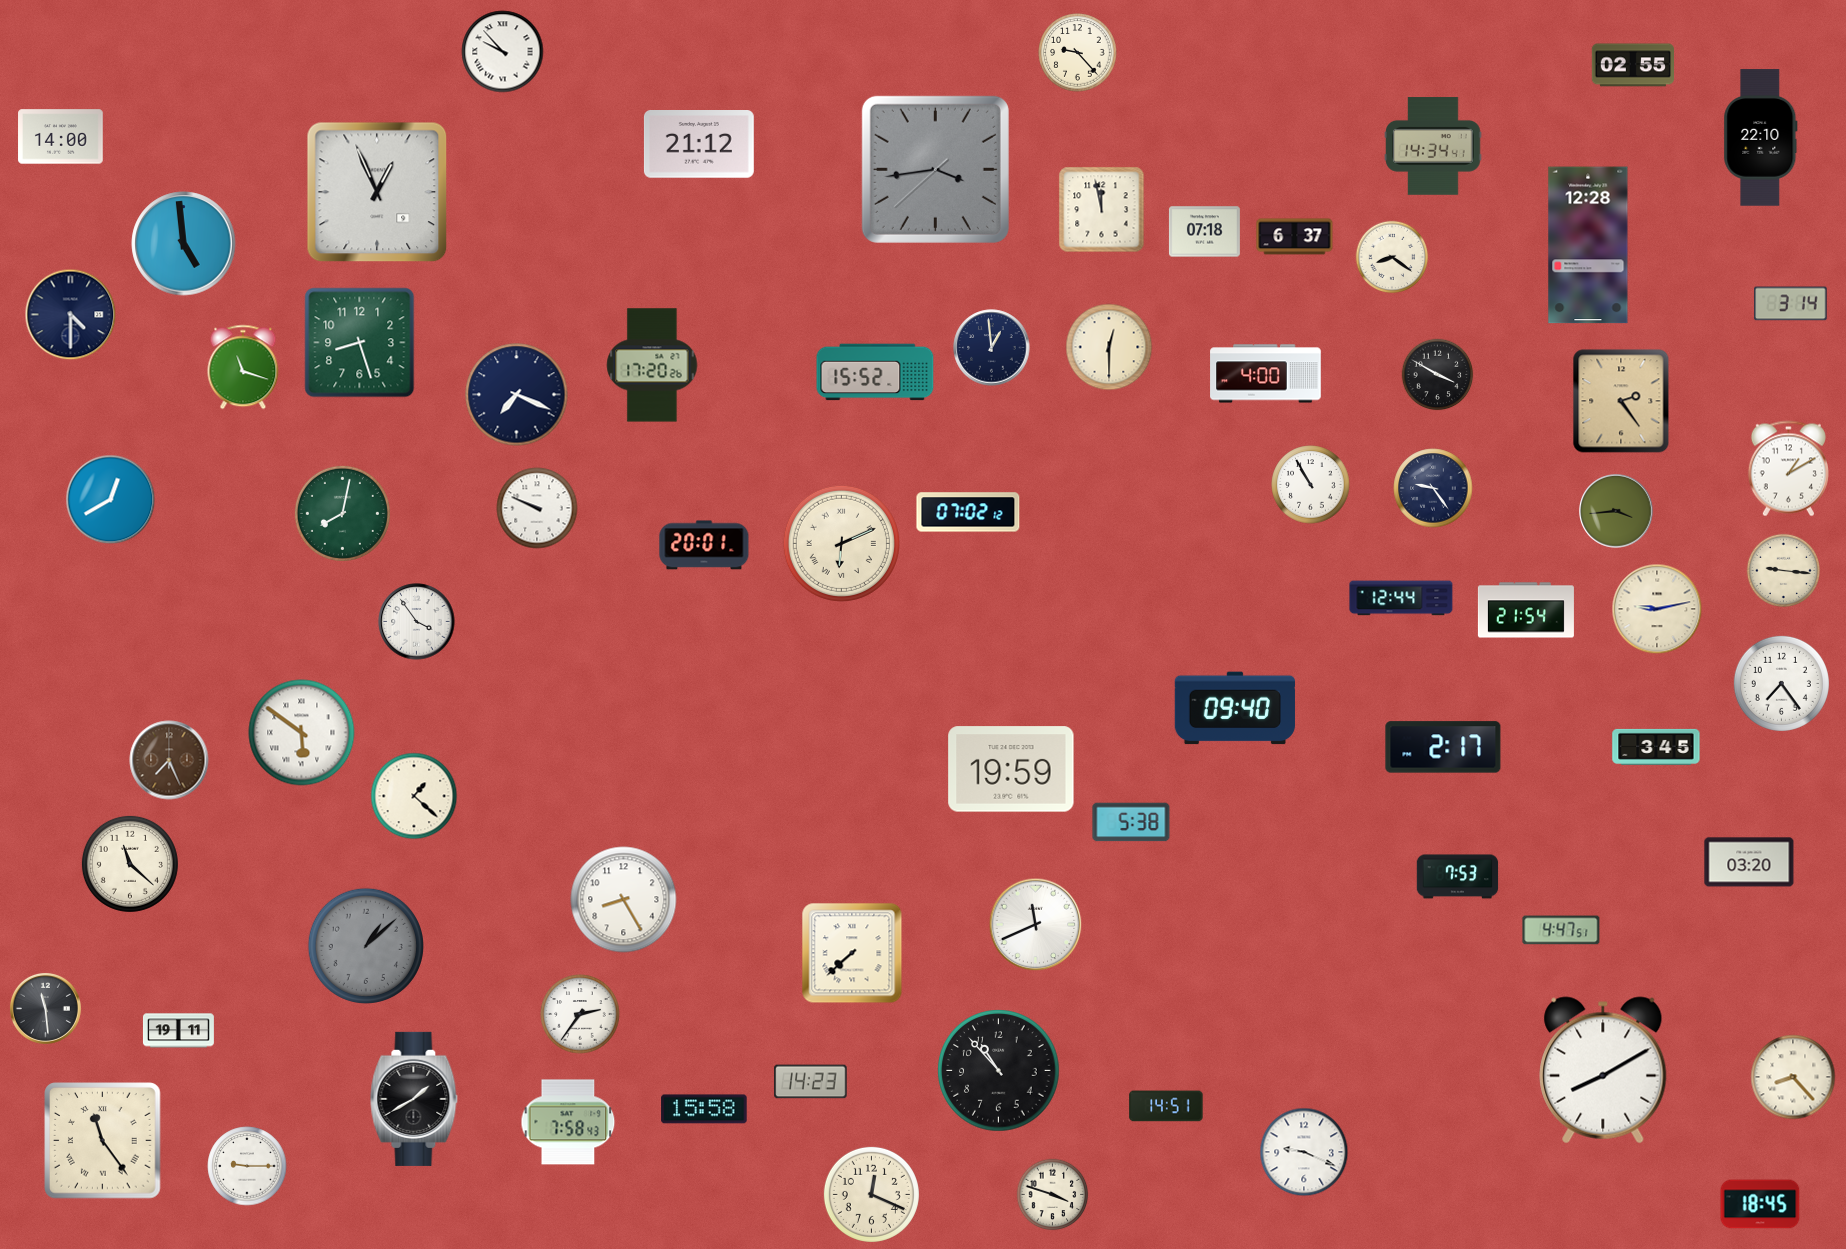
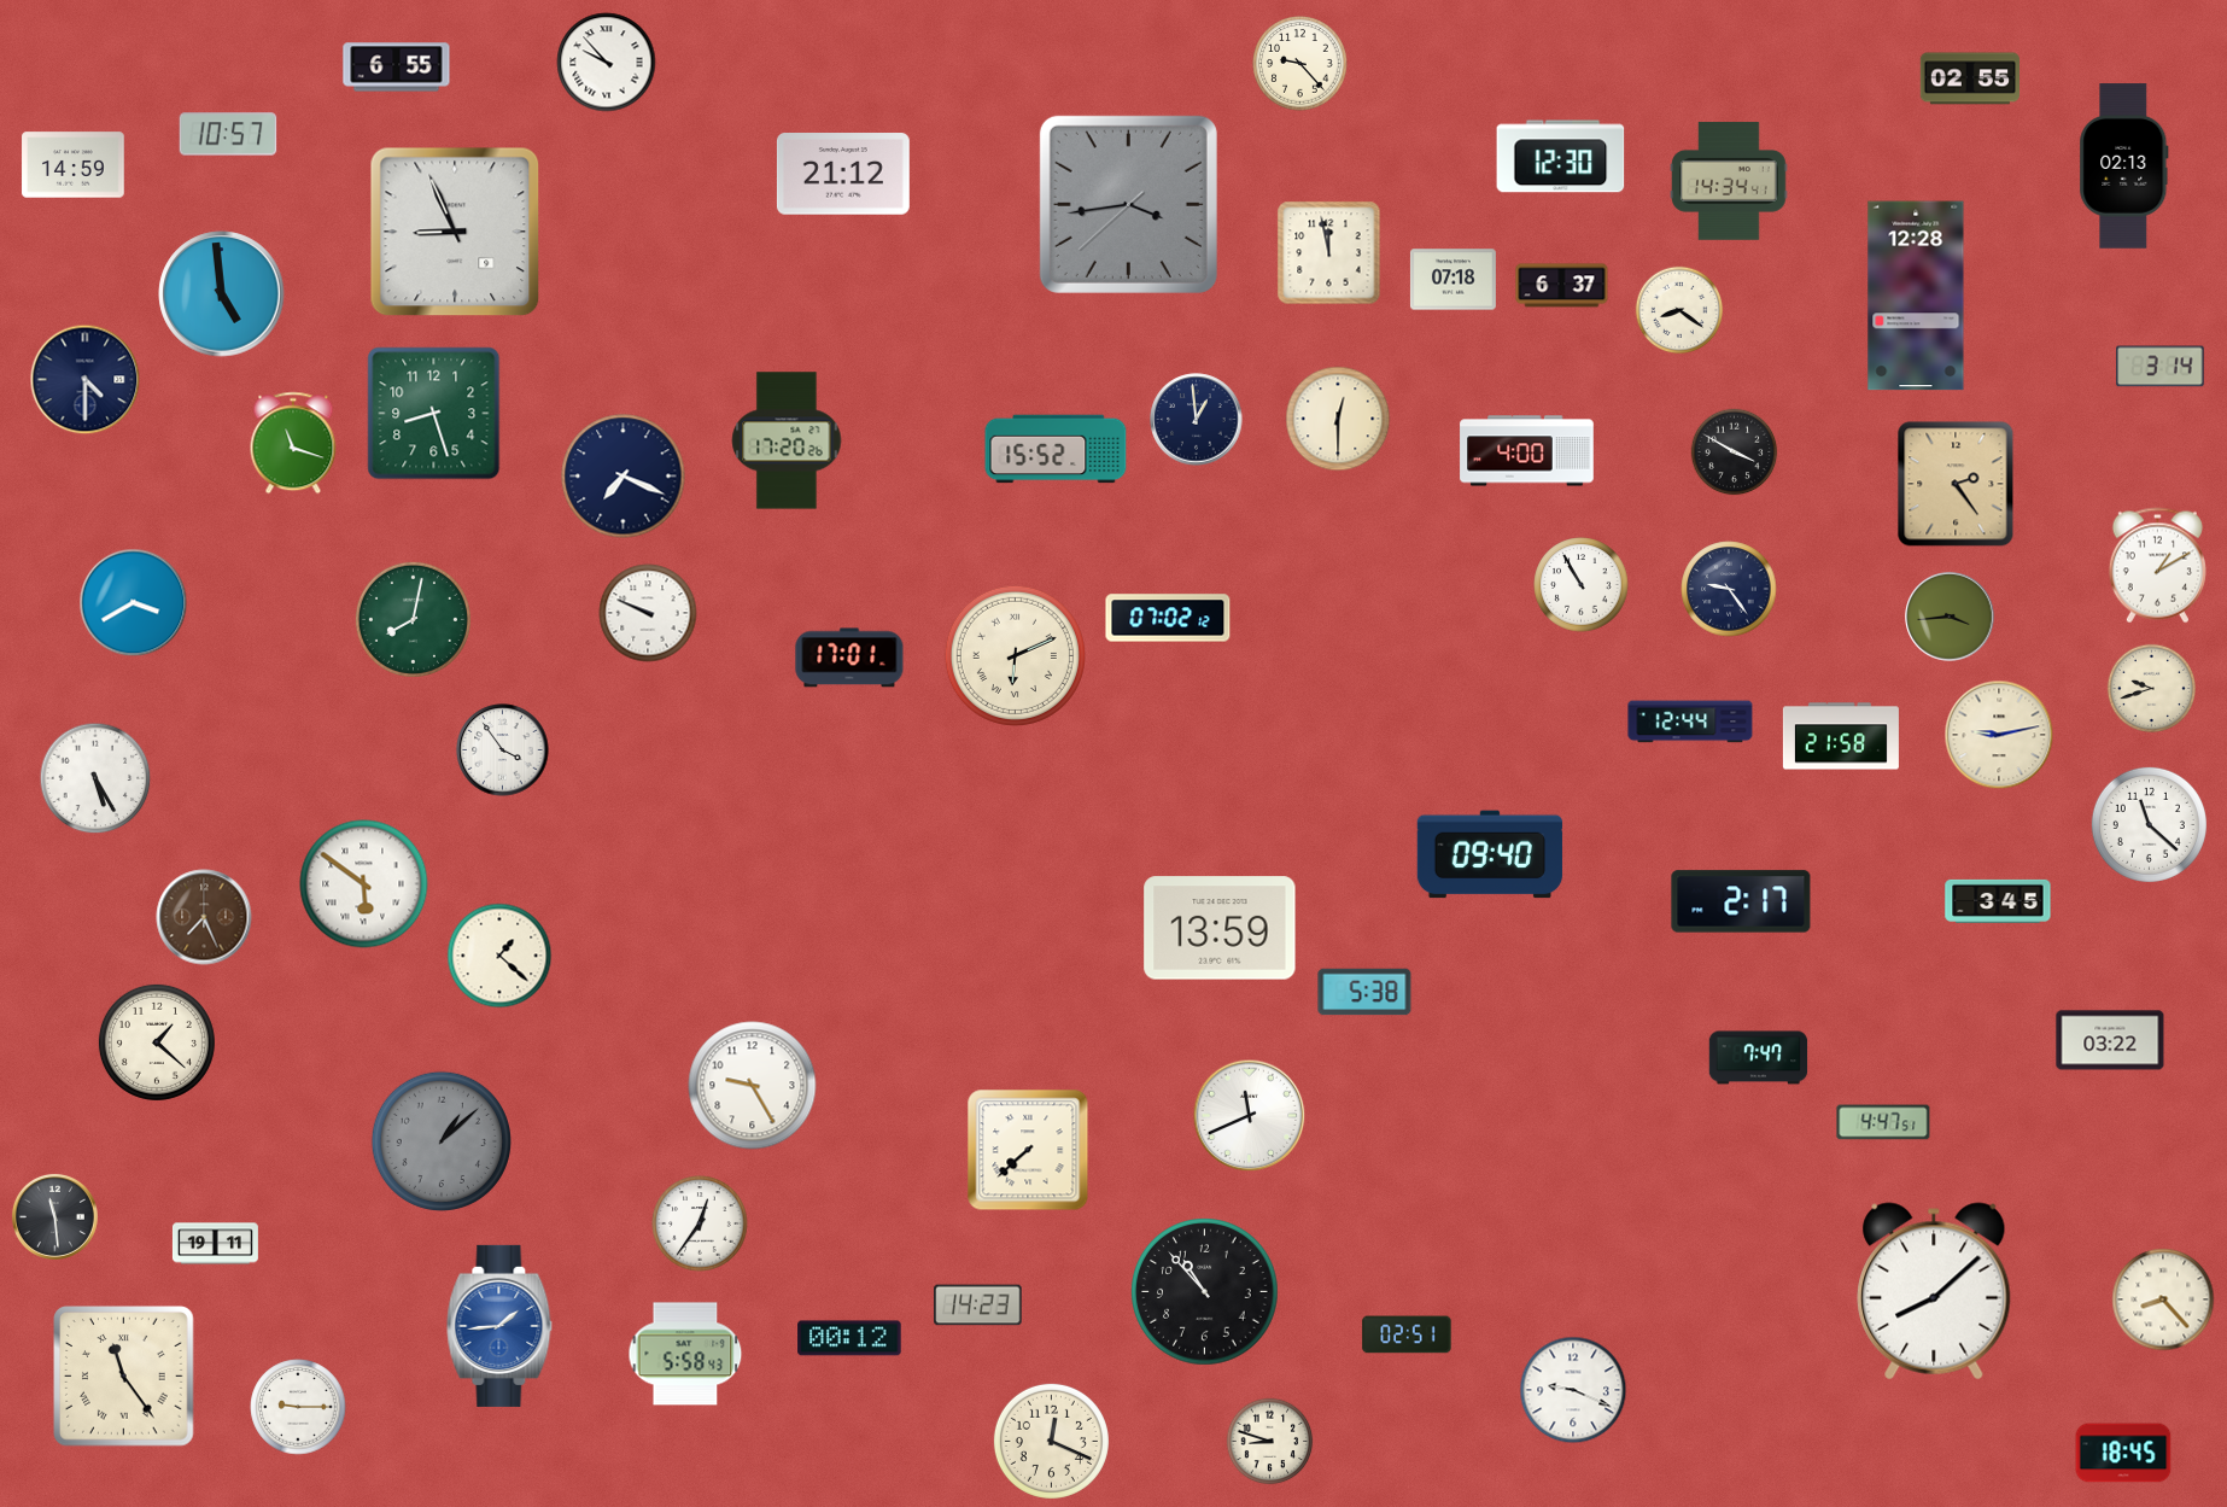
clock at (397, 68): none -> 6:55
clock at (228, 134): none -> 10:57
clock at (1561, 157): none -> 12:30
clock at (61, 137): 14:00 -> 14:59
clock at (1761, 138): 22:10 -> 02:13
clock at (1433, 146) position: (1433, 146) -> (1729, 181)
clock at (377, 192): 12:56 -> 8:56
clock at (111, 500): 12:40 -> 3:40
clock at (704, 545): 20:01 -> 17:01
clock at (1783, 570): 9:16 -> 9:42
clock at (1526, 610): 21:54 -> 21:58
clock at (95, 778): none -> 5:25
clock at (1781, 683): 7:24 -> 11:22
clock at (1011, 769): 19:59 -> 13:59
clock at (414, 796) position: (414, 796) -> (499, 956)
clock at (1749, 862): 03:20 -> 03:22
clock at (130, 864): 11:22 -> 1:22
clock at (1458, 877): 7:53 -> 7:47
clock at (624, 900): 8:25 -> 9:25
clock at (580, 1014): 2:36 -> 12:36
clock at (1603, 1070): 8:10 -> 8:08
clock at (414, 1099): 1:40 -> 1:44
clock at (414, 1099) dial: black -> blue
clock at (1166, 1106): 14:51 -> 02:51
clock at (704, 1109): 15:58 -> 00:12
clock at (568, 1122): 7:58 -> 5:58
clock at (1053, 1195): 3:48 -> 8:48
